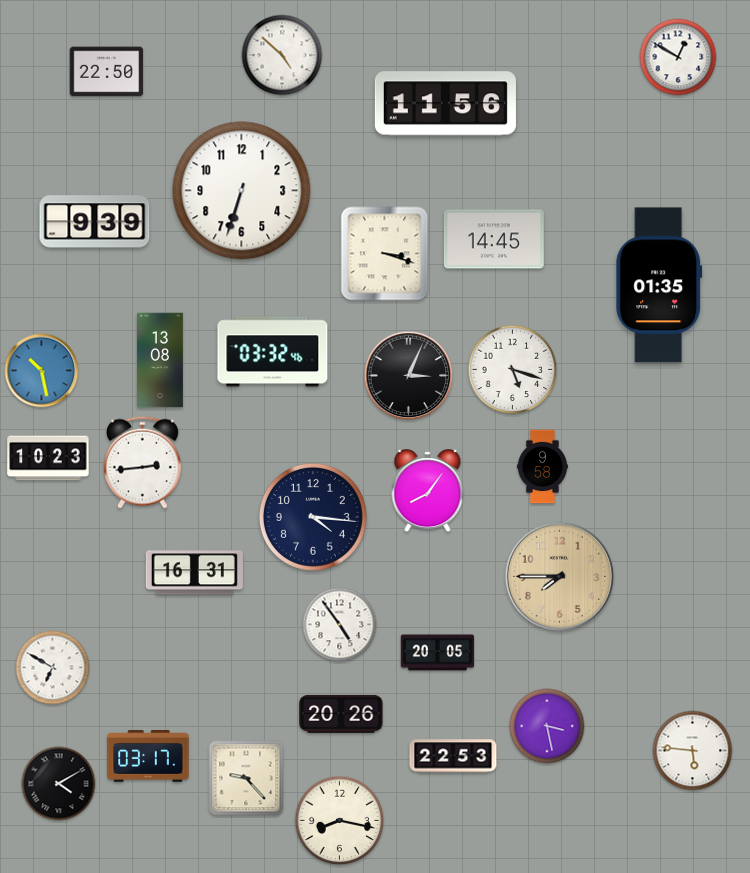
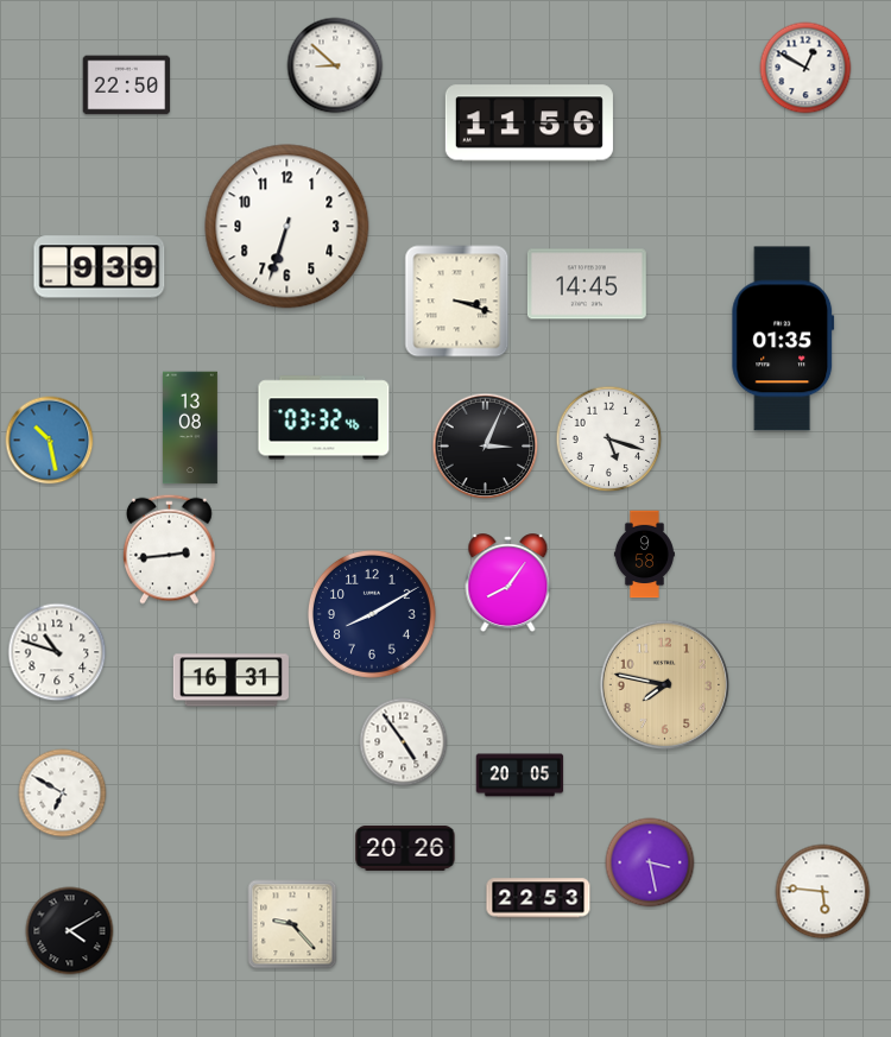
clock at (282, 55): 4:52 -> 8:52
clock at (95, 222) position: (95, 222) -> (100, 267)
clock at (48, 458): 10:23 -> none
clock at (313, 517): 4:16 -> 8:10
clock at (57, 652): none -> 10:48
clock at (559, 576): 7:45 -> 7:47
clock at (148, 757): 03:17 -> none
clock at (340, 821): 8:17 -> none
